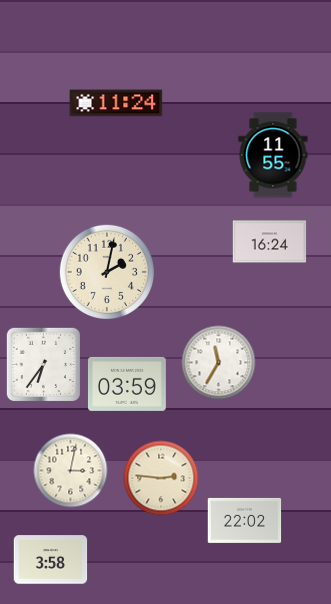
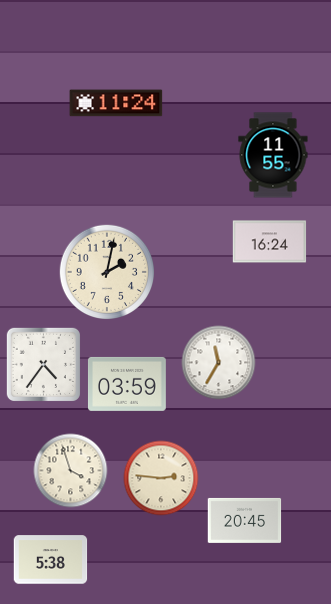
clock at (43, 364): 6:36 -> 4:36
clock at (71, 471): 3:02 -> 3:57
clock at (245, 520): 22:02 -> 20:45
clock at (51, 560): 3:58 -> 5:38
